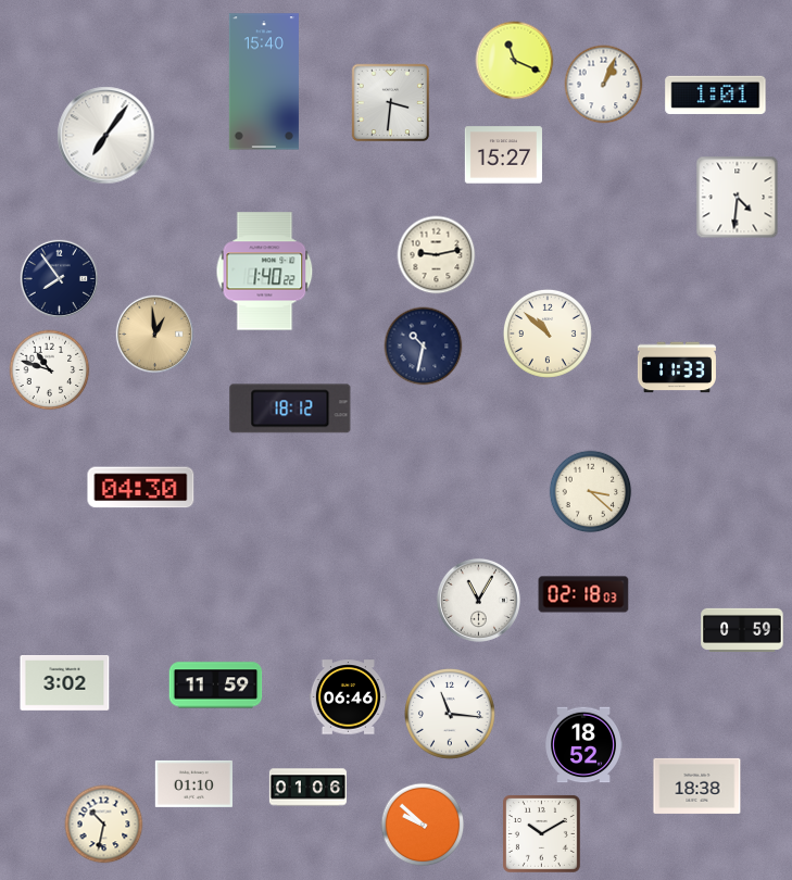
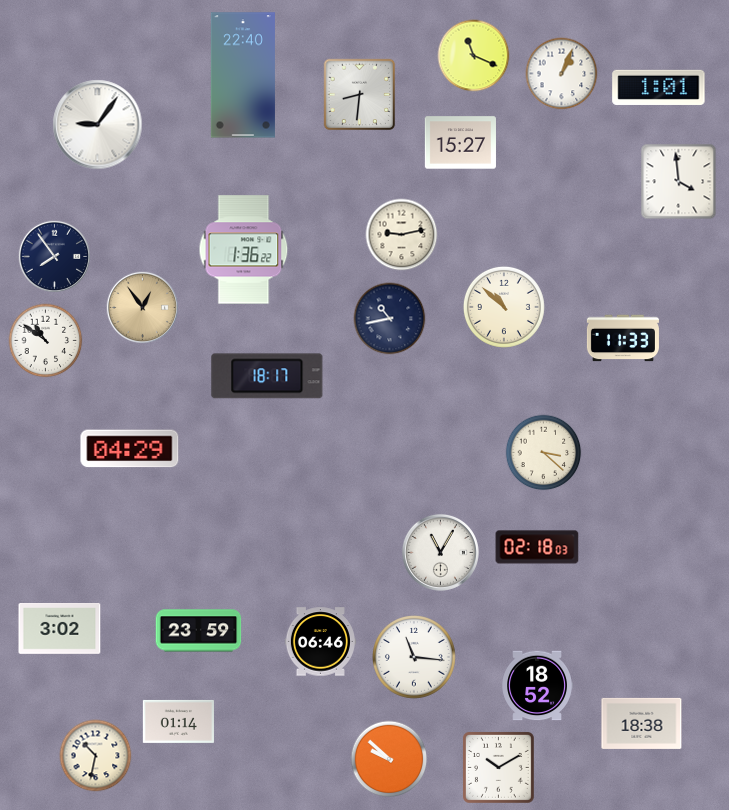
clock at (264, 81): 15:40 -> 22:40
clock at (604, 85) position: (604, 85) -> (562, 74)
clock at (391, 103): 3:31 -> 8:31
clock at (106, 136): 7:06 -> 9:06
clock at (503, 155) position: (503, 155) -> (460, 143)
clock at (738, 198): 4:31 -> 3:59
clock at (265, 272): 1:40 -> 1:36
clock at (154, 334): 12:59 -> 12:54
clock at (424, 347): 10:32 -> 10:43
clock at (50, 370): 10:48 -> 10:51
clock at (290, 408): 18:12 -> 18:17
clock at (141, 488): 04:30 -> 04:29
clock at (742, 630): 0:59 -> none
clock at (216, 686): 11:59 -> 23:59
clock at (193, 783): 01:10 -> 01:14
clock at (307, 788): 01:06 -> none
clock at (104, 825) position: (104, 825) -> (96, 756)
